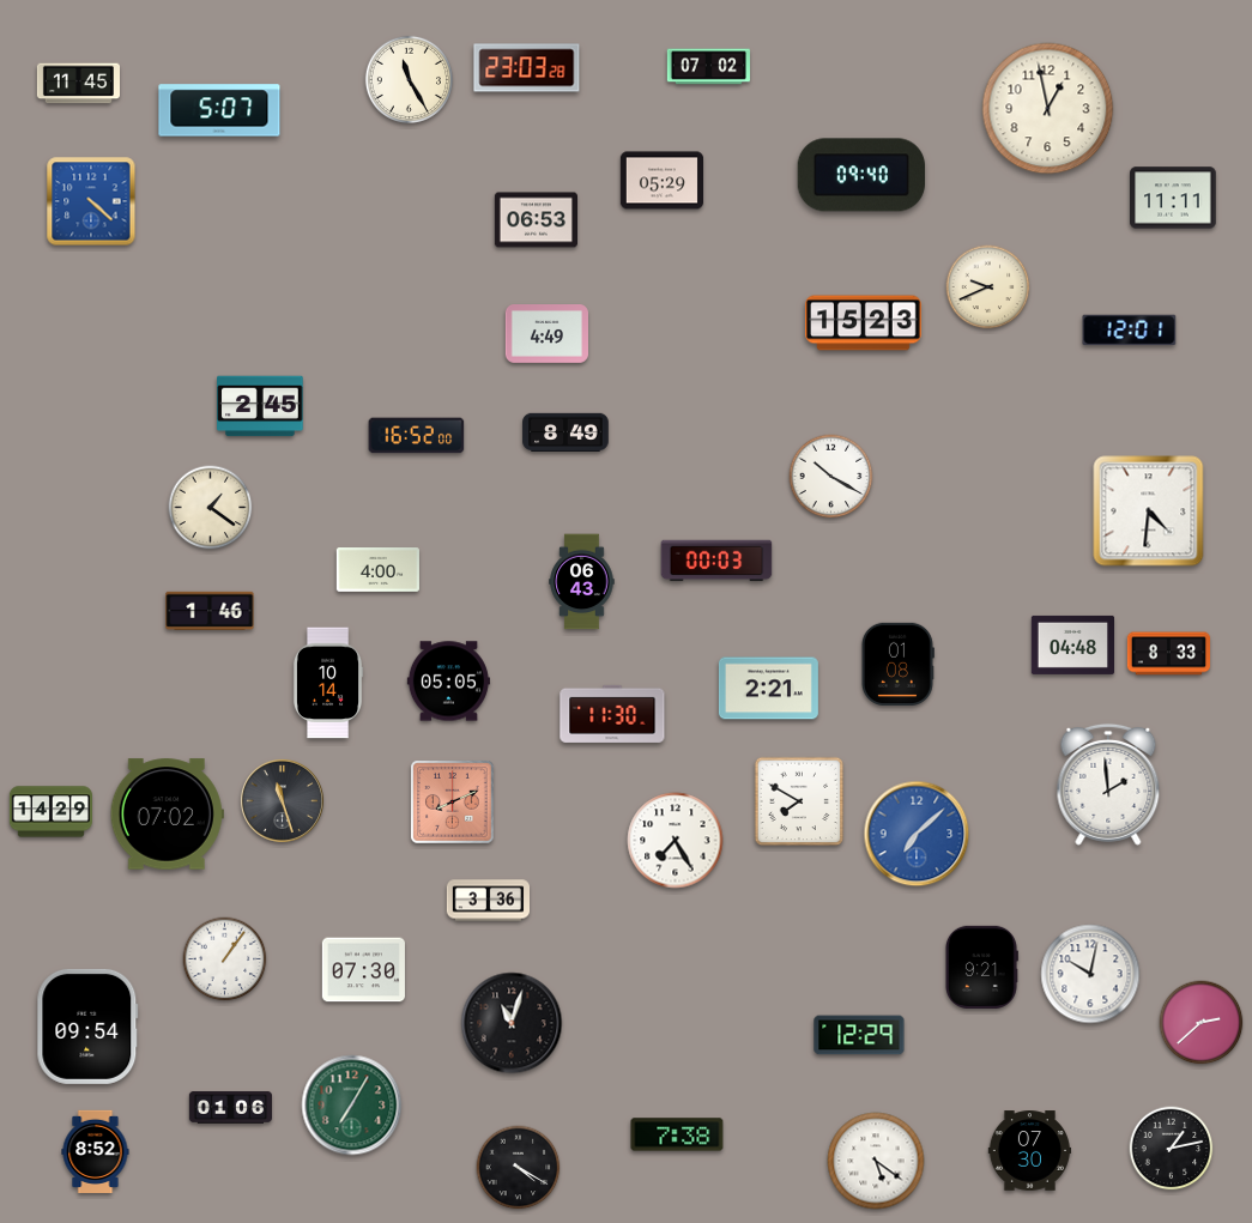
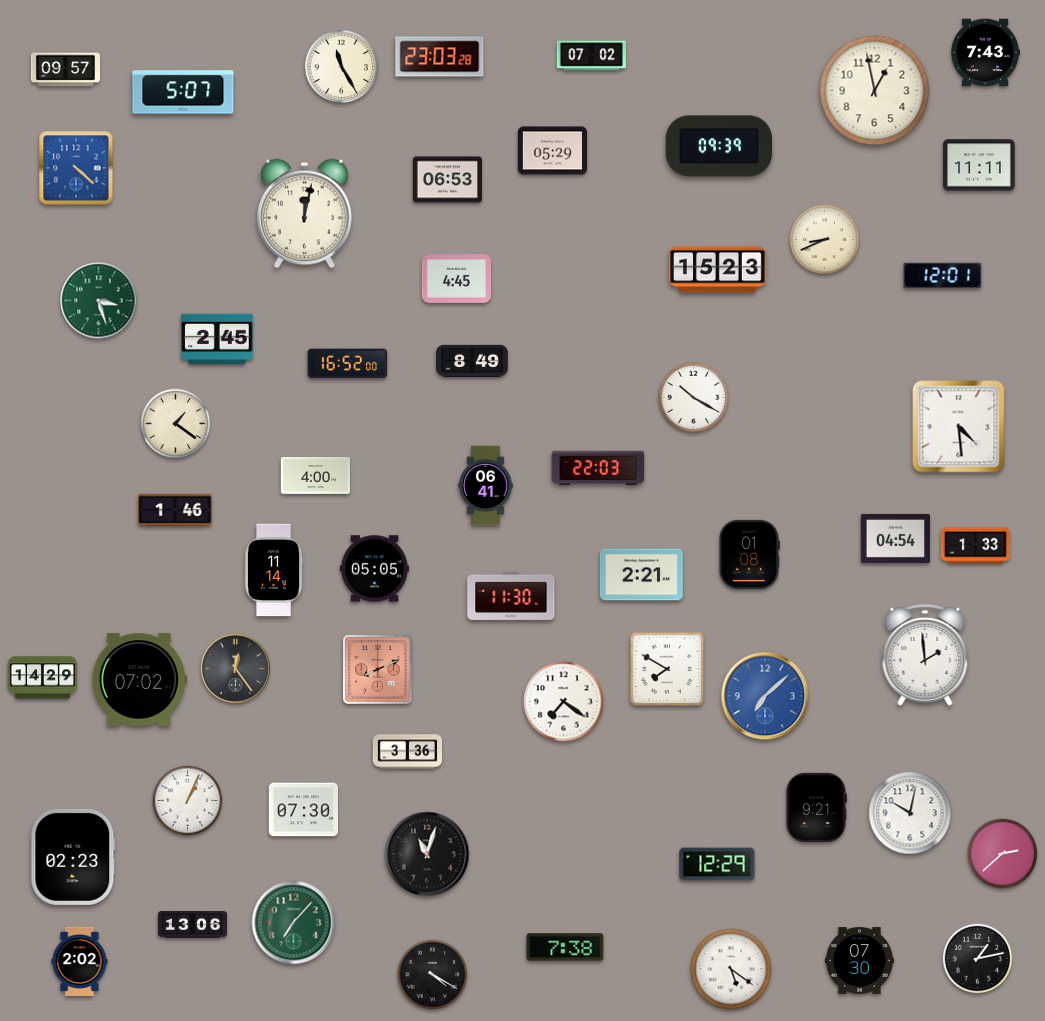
clock at (985, 53): none -> 7:43
clock at (78, 84): 11:45 -> 09:57
clock at (861, 175): 09:40 -> 09:39
clock at (536, 220) position: (536, 220) -> (447, 180)
clock at (305, 214): none -> 12:02
clock at (988, 287): 9:41 -> 8:41
clock at (864, 323) position: (864, 323) -> (718, 270)
clock at (546, 334): 4:49 -> 4:45
clock at (99, 301): none -> 3:27
clock at (1149, 511): 4:31 -> 4:29
clock at (716, 561): 00:03 -> 22:03
clock at (582, 582): 06:43 -> 06:41
clock at (1072, 644): 04:48 -> 04:54
clock at (1168, 654): 8:33 -> 1:33
clock at (328, 683): 10:14 -> 11:14
clock at (282, 800): 11:27 -> 12:24
clock at (676, 841): 7:25 -> 7:21
clock at (225, 959): 1:06 -> 1:04
clock at (981, 967) position: (981, 967) -> (816, 807)
clock at (87, 1027): 09:54 -> 02:23
clock at (352, 1106): 7:05 -> 7:07
clock at (230, 1108): 01:06 -> 13:06
clock at (96, 1151): 8:52 -> 2:02
